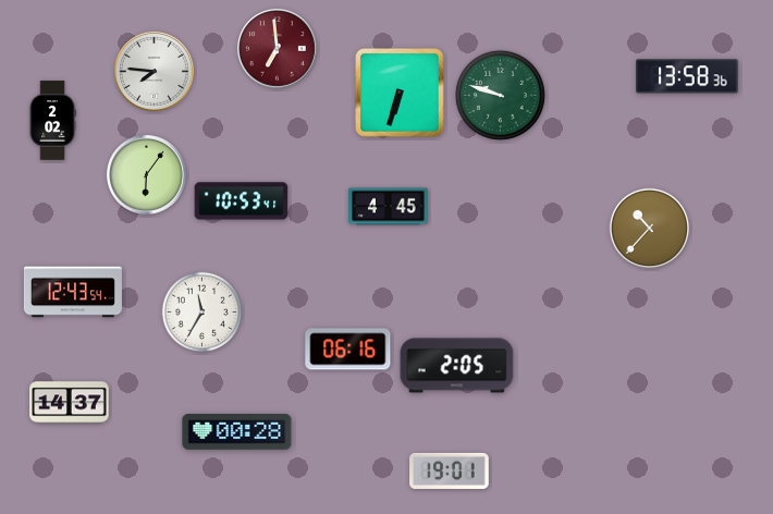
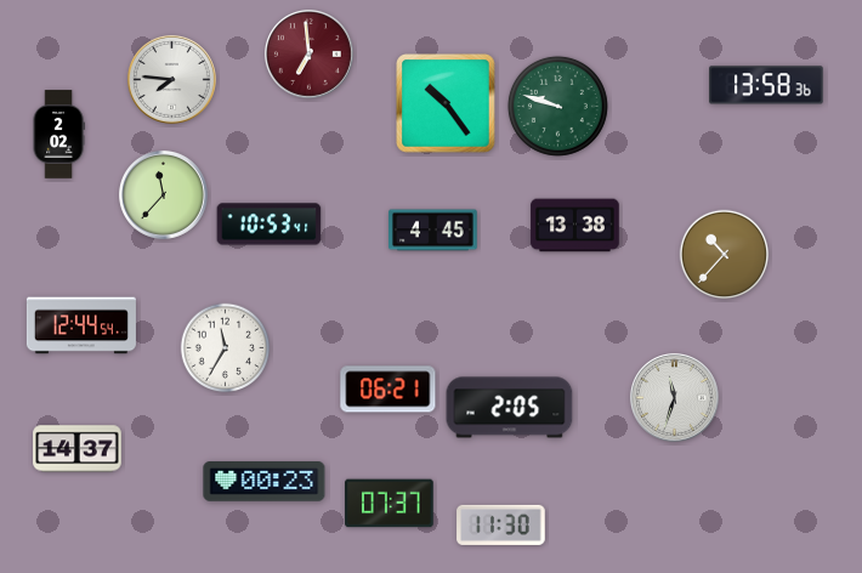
clock at (400, 93): 6:33 -> 10:24
clock at (146, 174): 6:06 -> 11:37
clock at (575, 226): none -> 13:38
clock at (73, 292): 12:43 -> 12:44
clock at (348, 350): 06:16 -> 06:21
clock at (674, 397): none -> 11:33
clock at (237, 432): 00:28 -> 00:23
clock at (390, 504): none -> 07:37
clock at (450, 470): 19:01 -> 11:30
